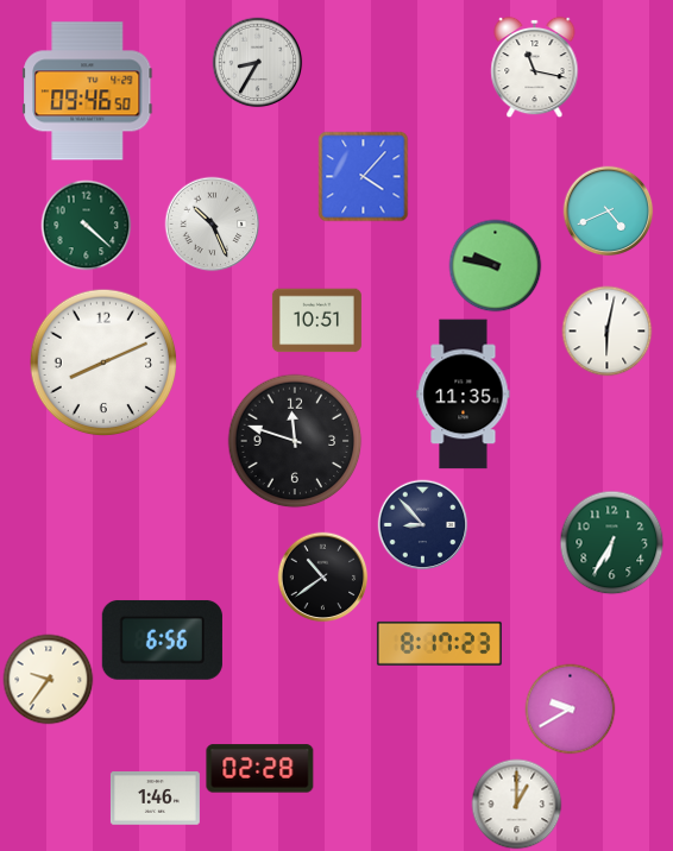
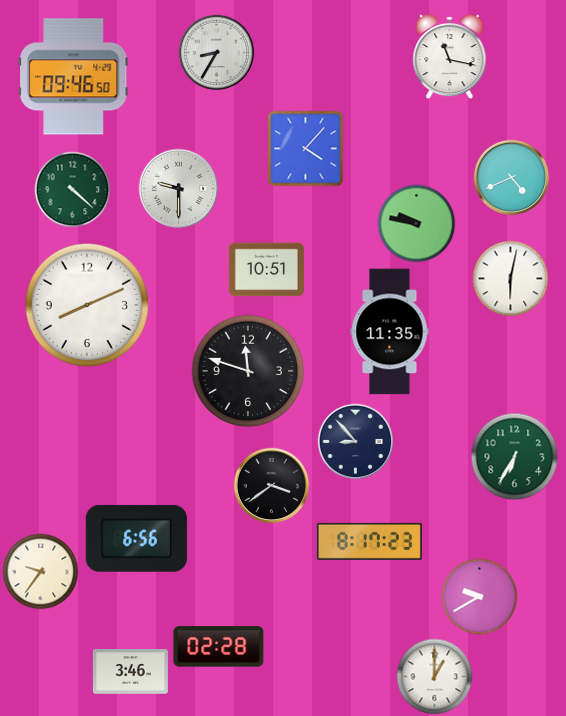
clock at (213, 225): 10:26 -> 9:30
clock at (323, 578): 10:39 -> 3:39
clock at (155, 799): 1:46 -> 3:46
